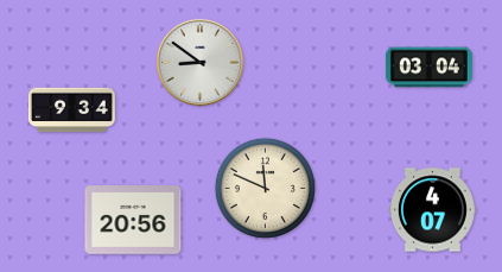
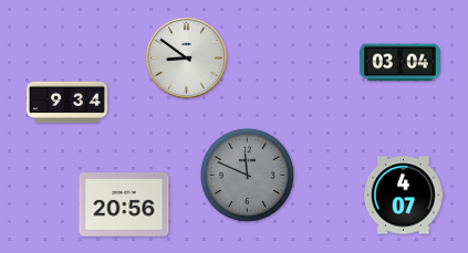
clock at (265, 188) dial: cream -> grey
